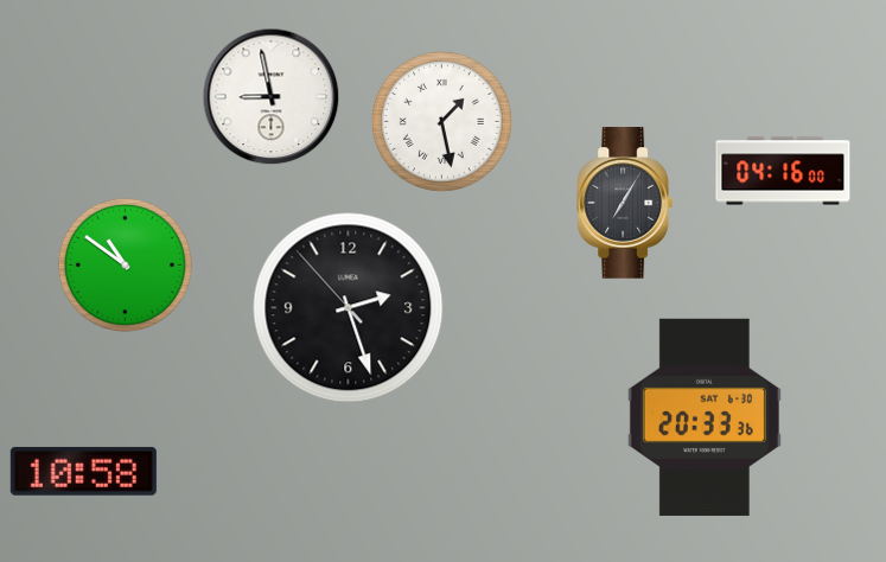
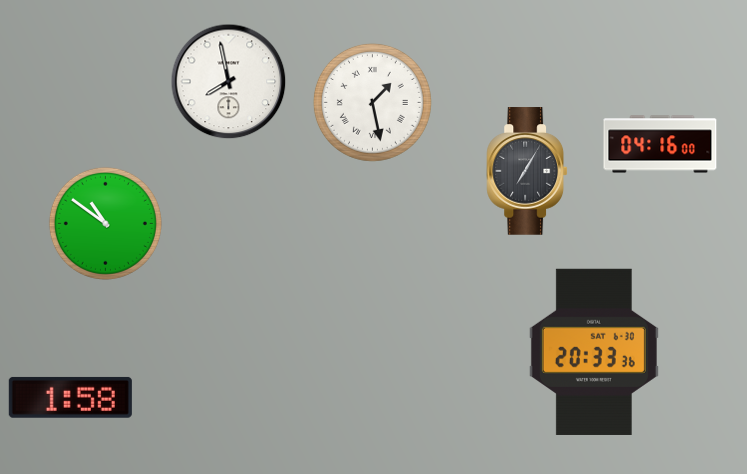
clock at (272, 97): 8:58 -> 7:58
clock at (349, 308): 2:26 -> none
clock at (83, 471): 10:58 -> 1:58
